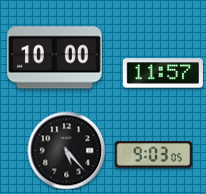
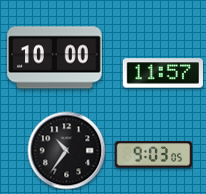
clock at (66, 150): 5:23 -> 10:36
